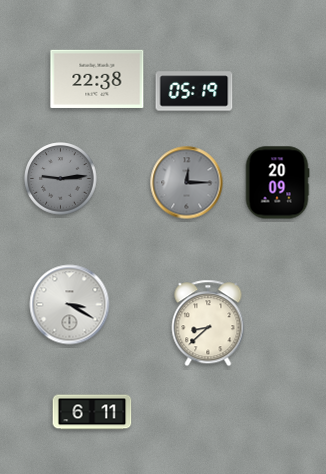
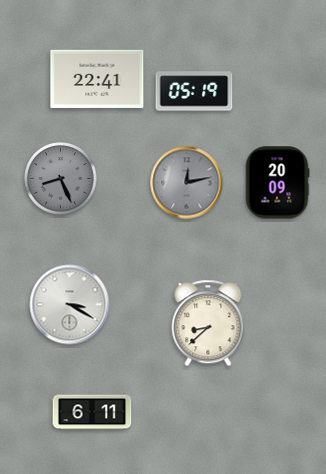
clock at (97, 79): 22:38 -> 22:41
clock at (61, 179): 9:14 -> 8:26
clock at (187, 183): 12:15 -> 12:13
